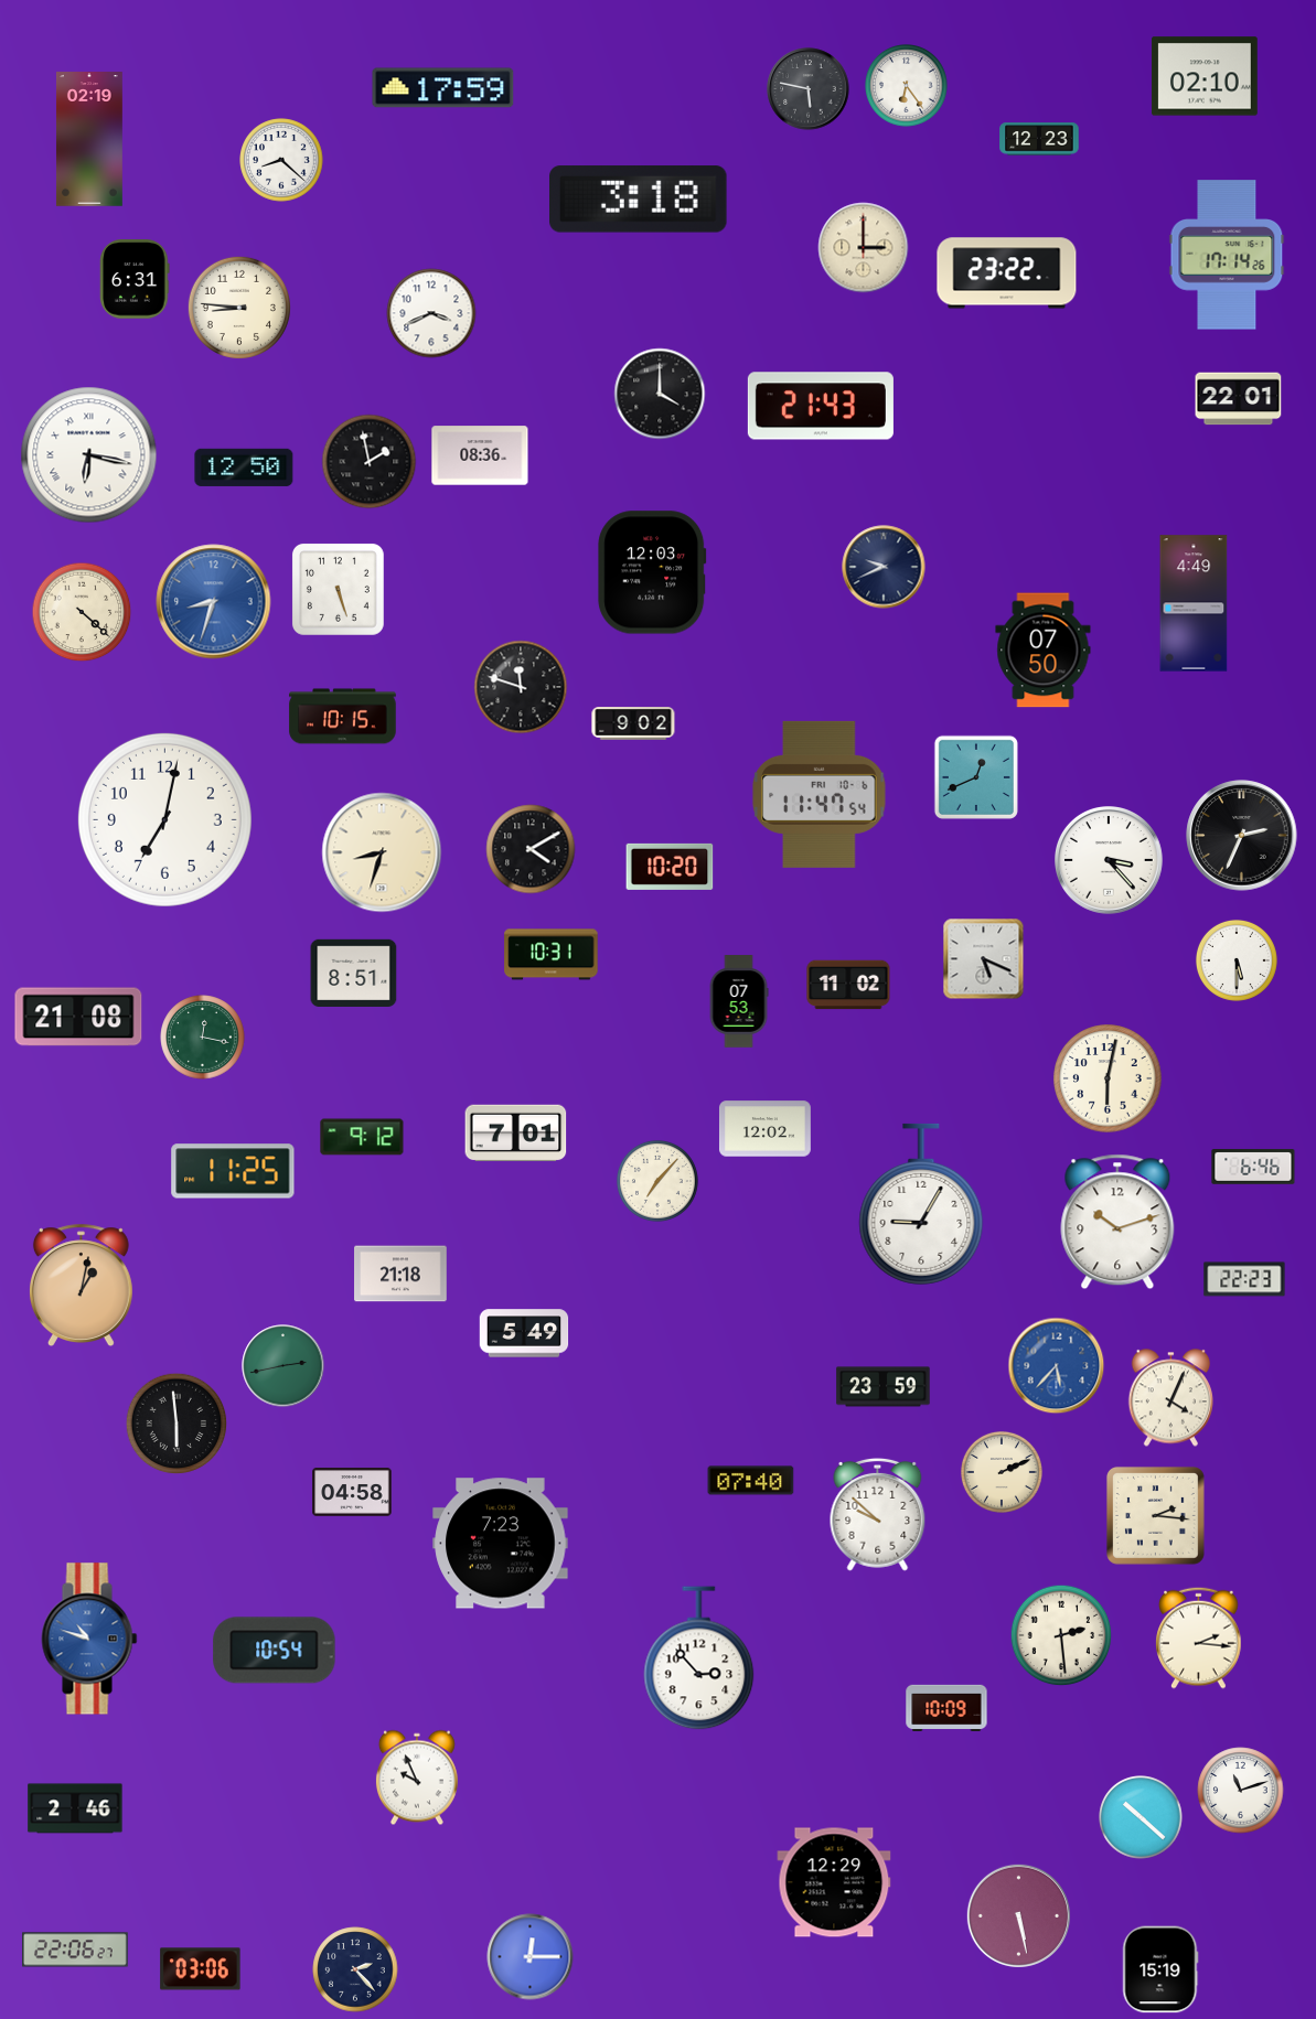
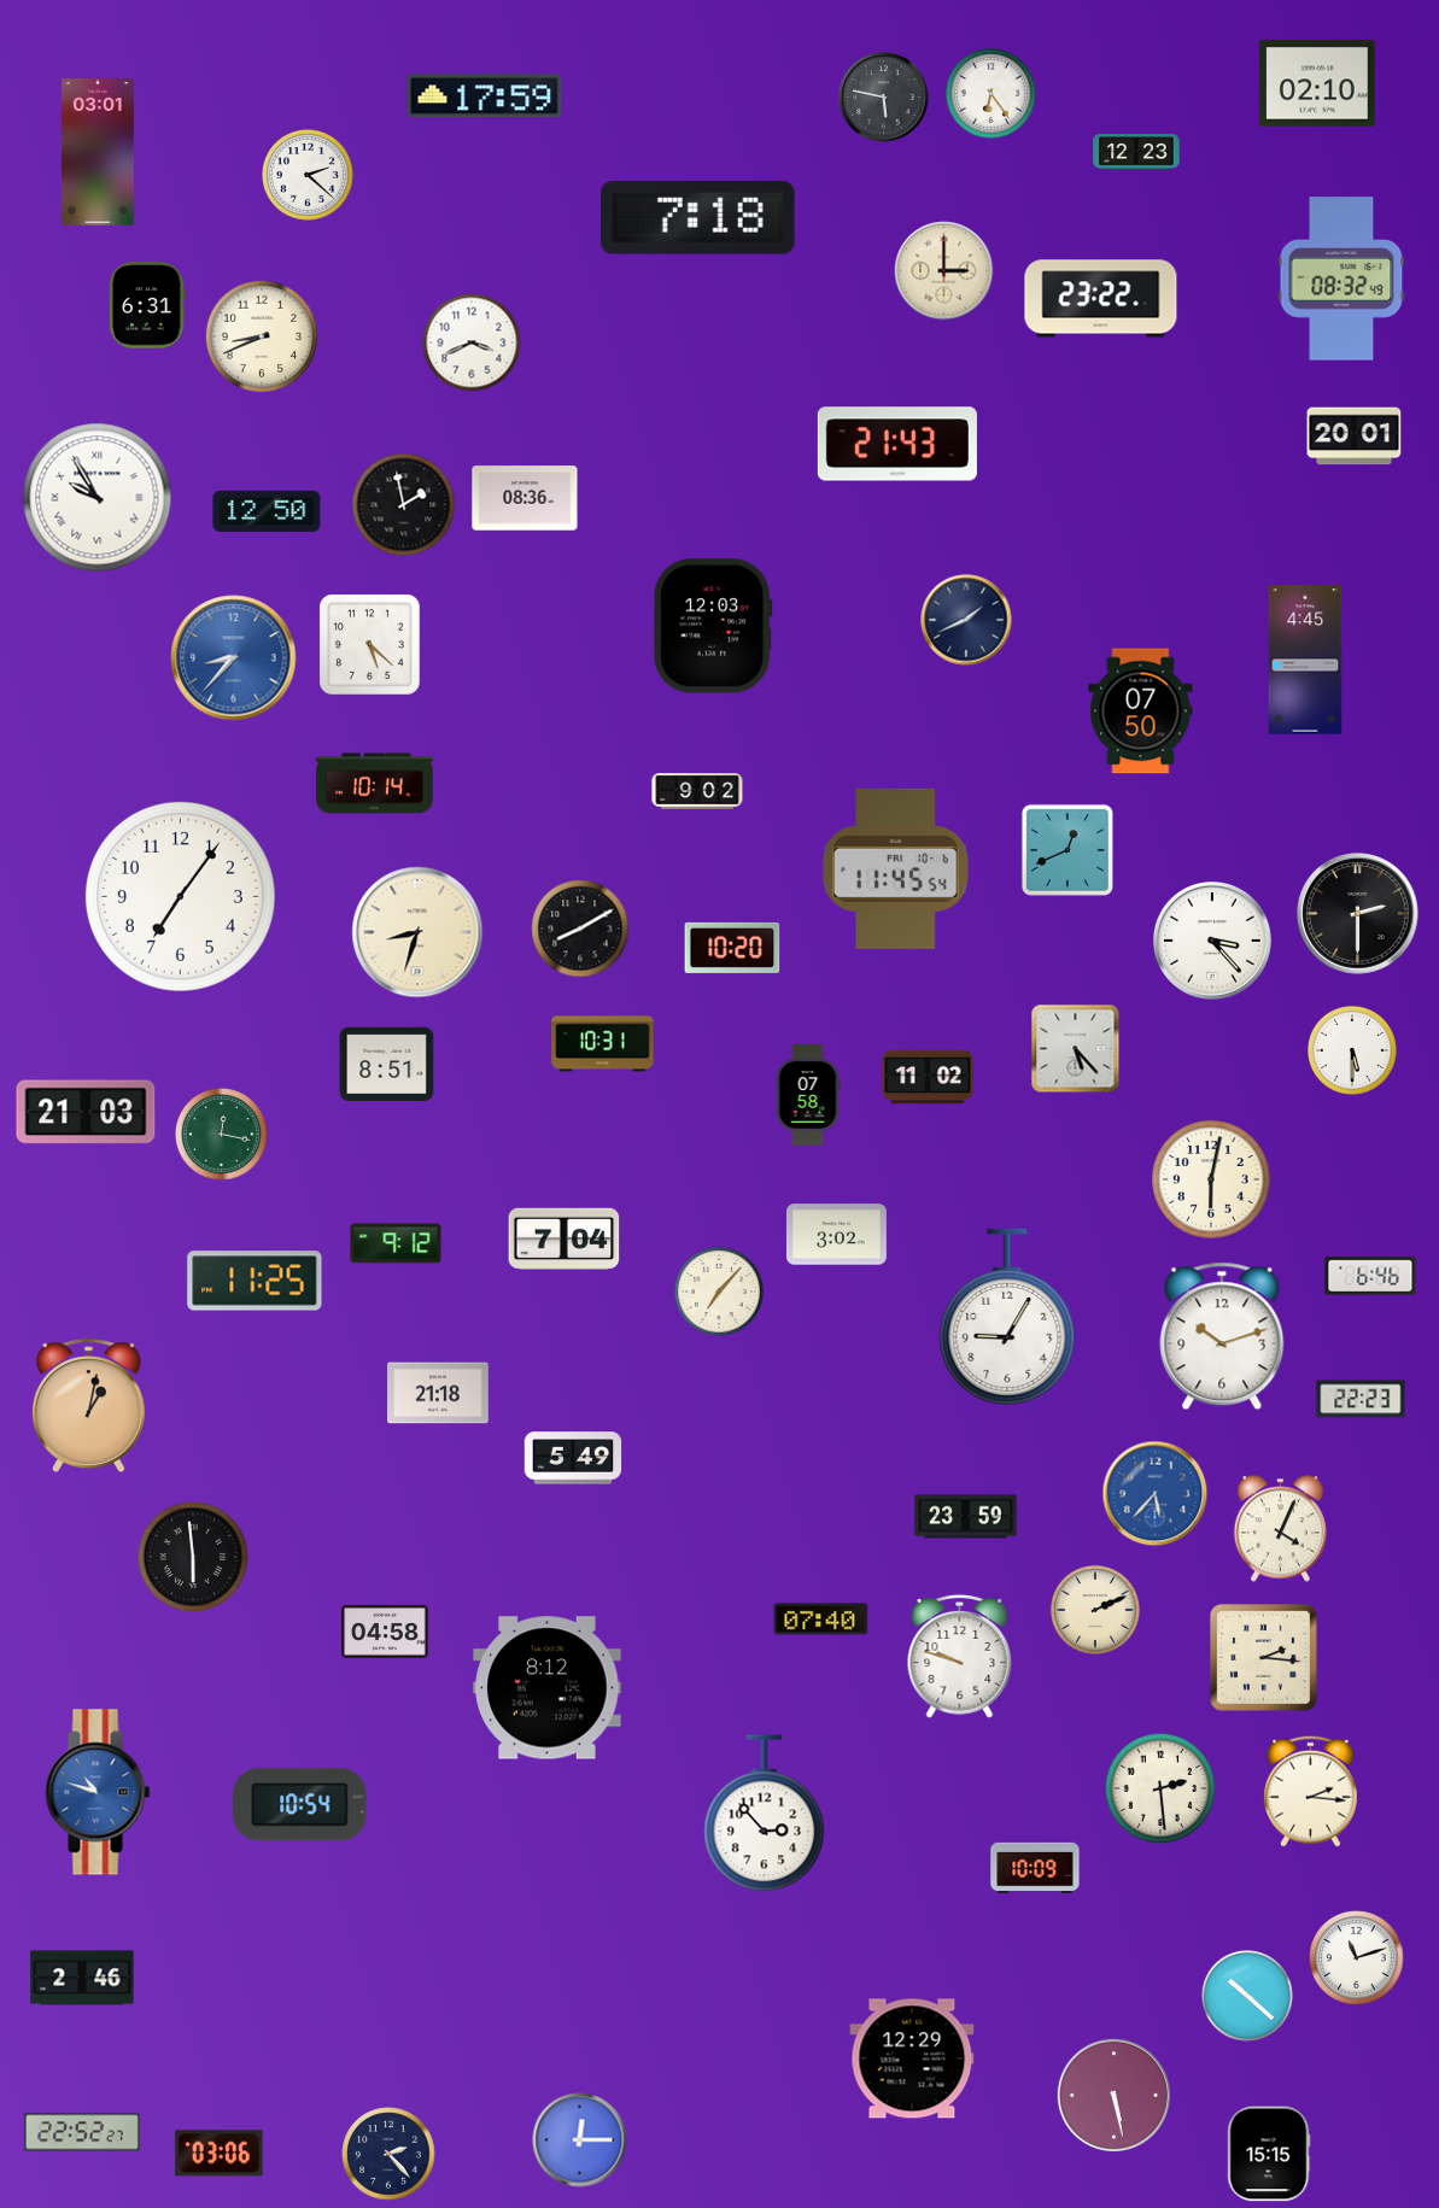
clock at (89, 139): 02:19 -> 03:01
clock at (281, 160): 8:22 -> 2:22
clock at (639, 200): 3:18 -> 7:18
clock at (1227, 255): 17:14 -> 08:32
clock at (239, 308): 8:46 -> 8:41
clock at (660, 394): 4:00 -> none
clock at (1239, 399): 22:01 -> 20:01
clock at (89, 455): 6:17 -> 9:55
clock at (884, 567): 9:41 -> 1:41
clock at (338, 589): 5:27 -> 5:22
clock at (214, 602): 8:33 -> 8:37
clock at (1194, 603): 4:49 -> 4:45
clock at (82, 612): 4:22 -> none
clock at (521, 687): 11:48 -> none
clock at (343, 717): 10:15 -> 10:14
clock at (633, 723) position: (633, 723) -> (697, 791)
clock at (820, 794): 11:47 -> 11:45
clock at (164, 819): 7:02 -> 7:06
clock at (1242, 836): 2:34 -> 2:30
clock at (531, 849): 4:10 -> 8:10
clock at (984, 959): 5:19 -> 5:23
clock at (739, 1001): 07:53 -> 07:58
clock at (78, 1017): 21:08 -> 21:03
clock at (764, 1129): 12:02 -> 3:02
clock at (516, 1132): 7:01 -> 7:04
clock at (283, 1366): 2:43 -> none
clock at (878, 1514): 9:52 -> 9:48
clock at (501, 1544): 7:23 -> 8:12
clock at (417, 1778): 9:56 -> none
clock at (1141, 1817) position: (1141, 1817) -> (1247, 1996)
clock at (76, 1950): 22:06 -> 22:52
clock at (1160, 1969): 15:19 -> 15:15
